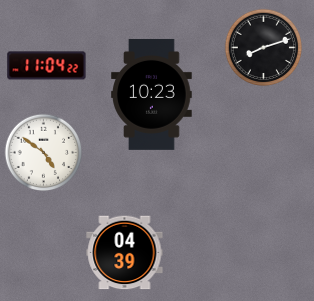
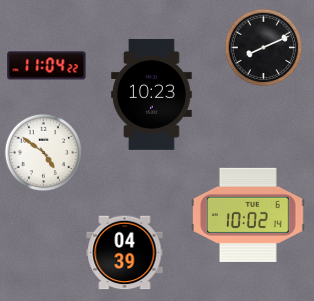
clock at (263, 47): 8:12 -> 8:11
clock at (248, 215): none -> 10:02
